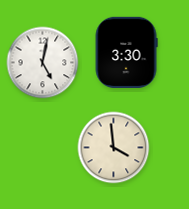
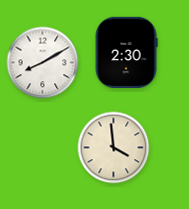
clock at (126, 52): 3:30 -> 2:30
clock at (43, 63): 5:02 -> 8:10
